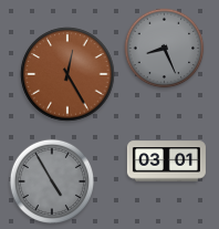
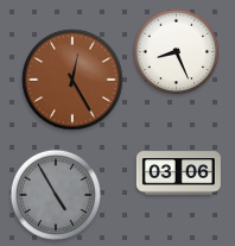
clock at (165, 49) dial: grey -> white
clock at (166, 162): 03:01 -> 03:06
